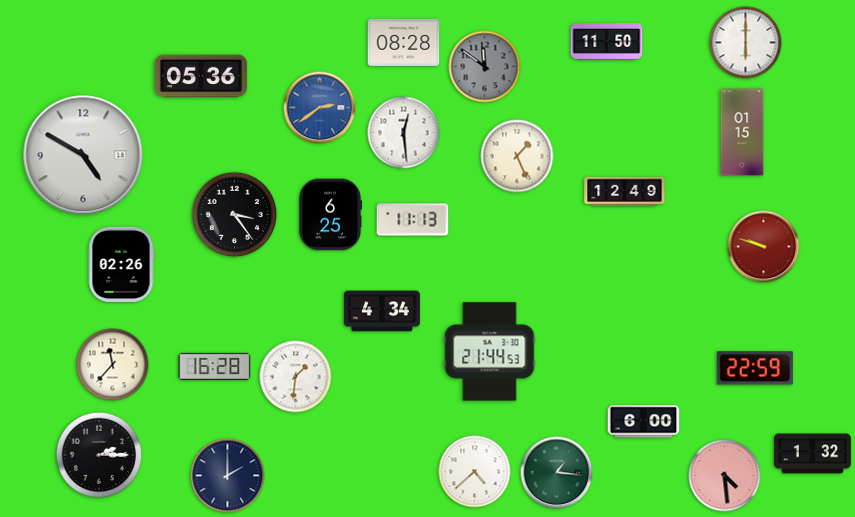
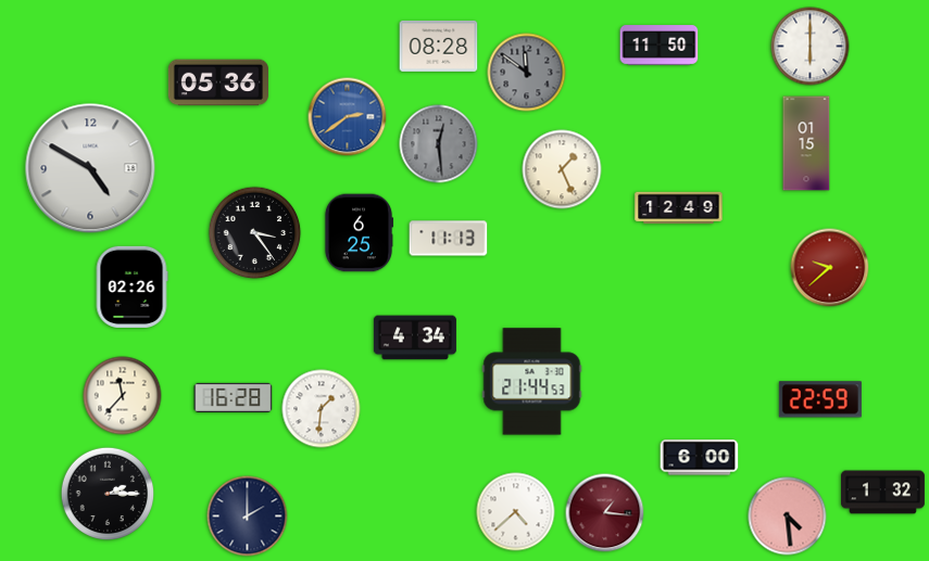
clock at (404, 133) dial: white -> grey
clock at (764, 247): 9:48 -> 9:38
clock at (557, 473) dial: green -> burgundy
